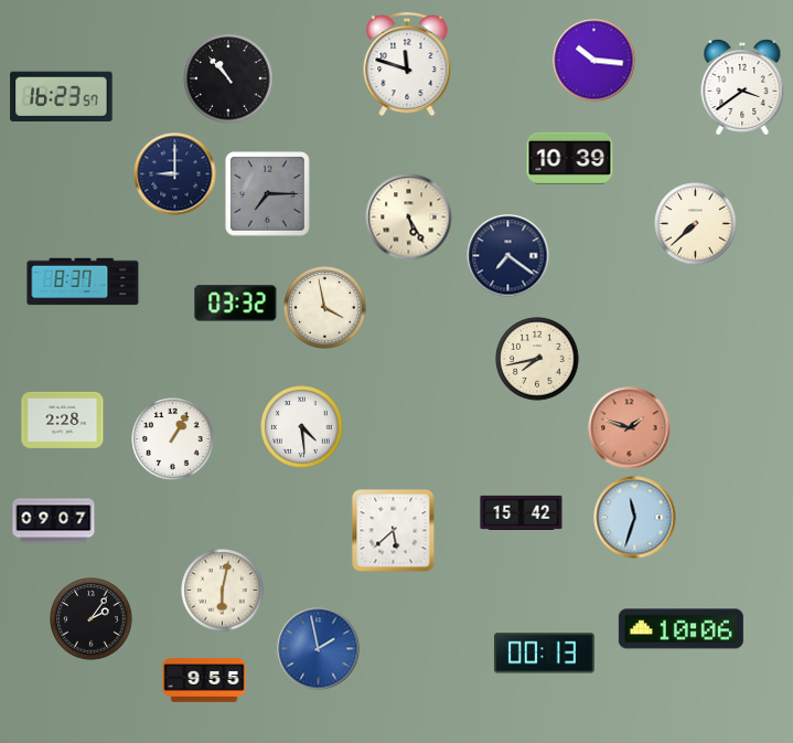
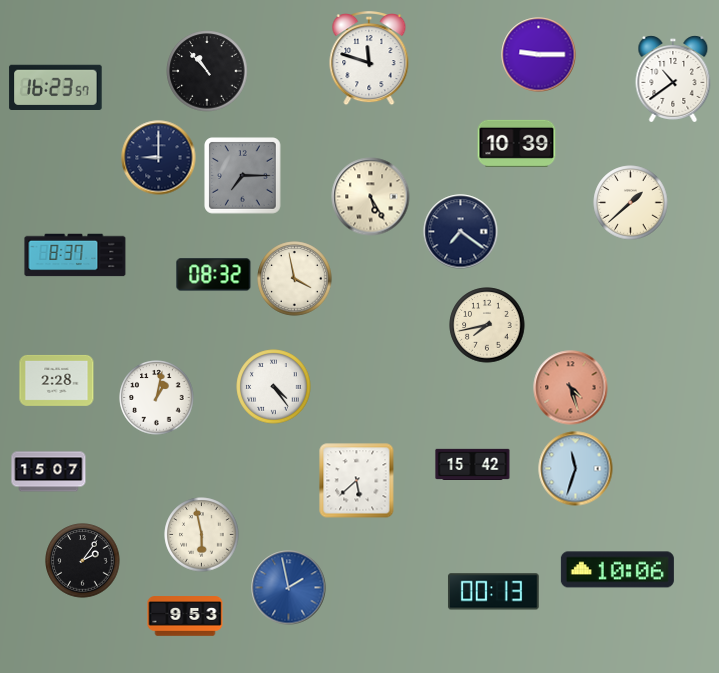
clock at (594, 61): 10:16 -> 9:15
clock at (742, 87): 3:39 -> 10:39
clock at (696, 224): 7:38 -> 1:38
clock at (236, 304): 03:32 -> 08:32
clock at (302, 427): 4:29 -> 4:24
clock at (630, 428): 1:48 -> 4:27
clock at (173, 439): 1:05 -> 1:02
clock at (54, 521): 09:07 -> 15:07
clock at (223, 591): 6:02 -> 5:58
clock at (204, 680): 9:55 -> 9:53
